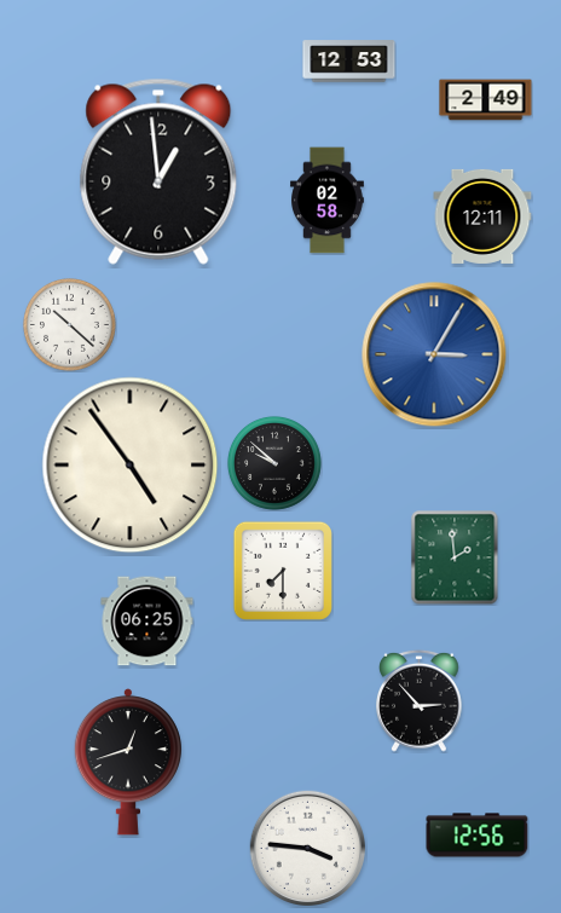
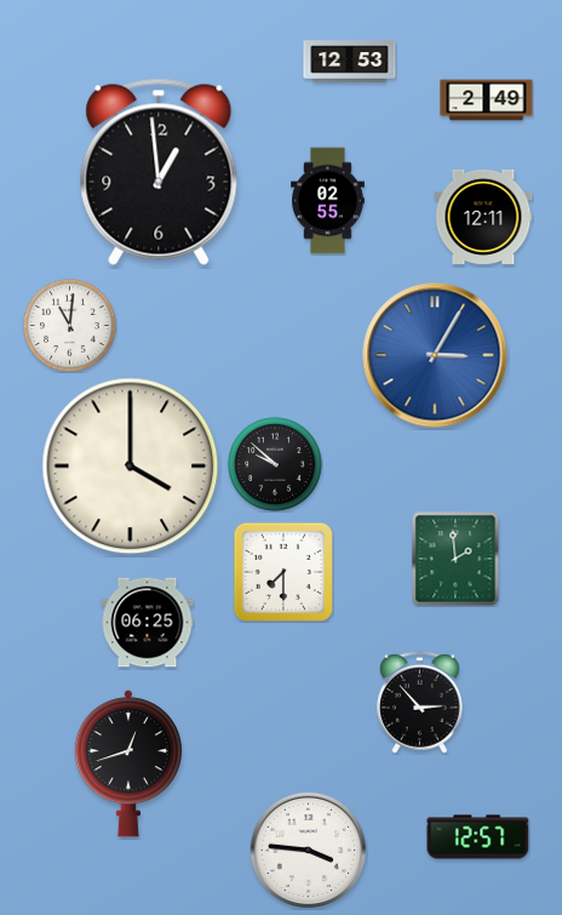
clock at (328, 201): 02:58 -> 02:55
clock at (70, 325): 10:22 -> 11:01
clock at (131, 466): 4:54 -> 4:00
clock at (478, 836): 12:56 -> 12:57
